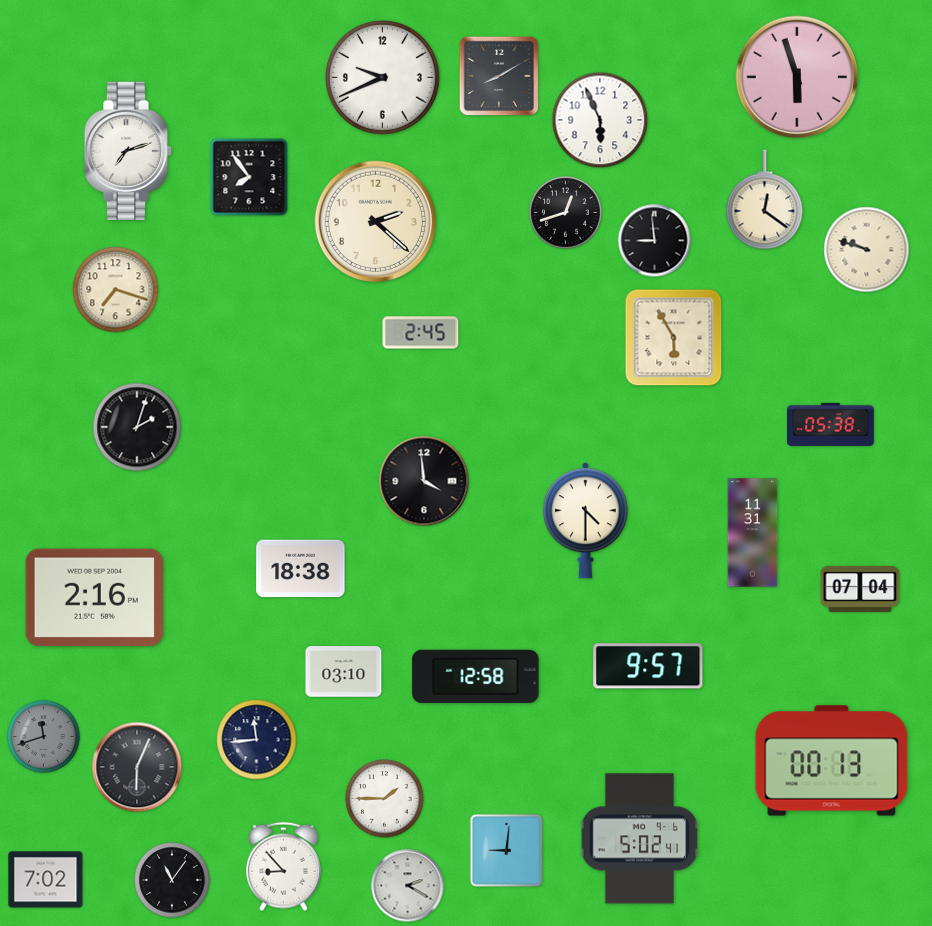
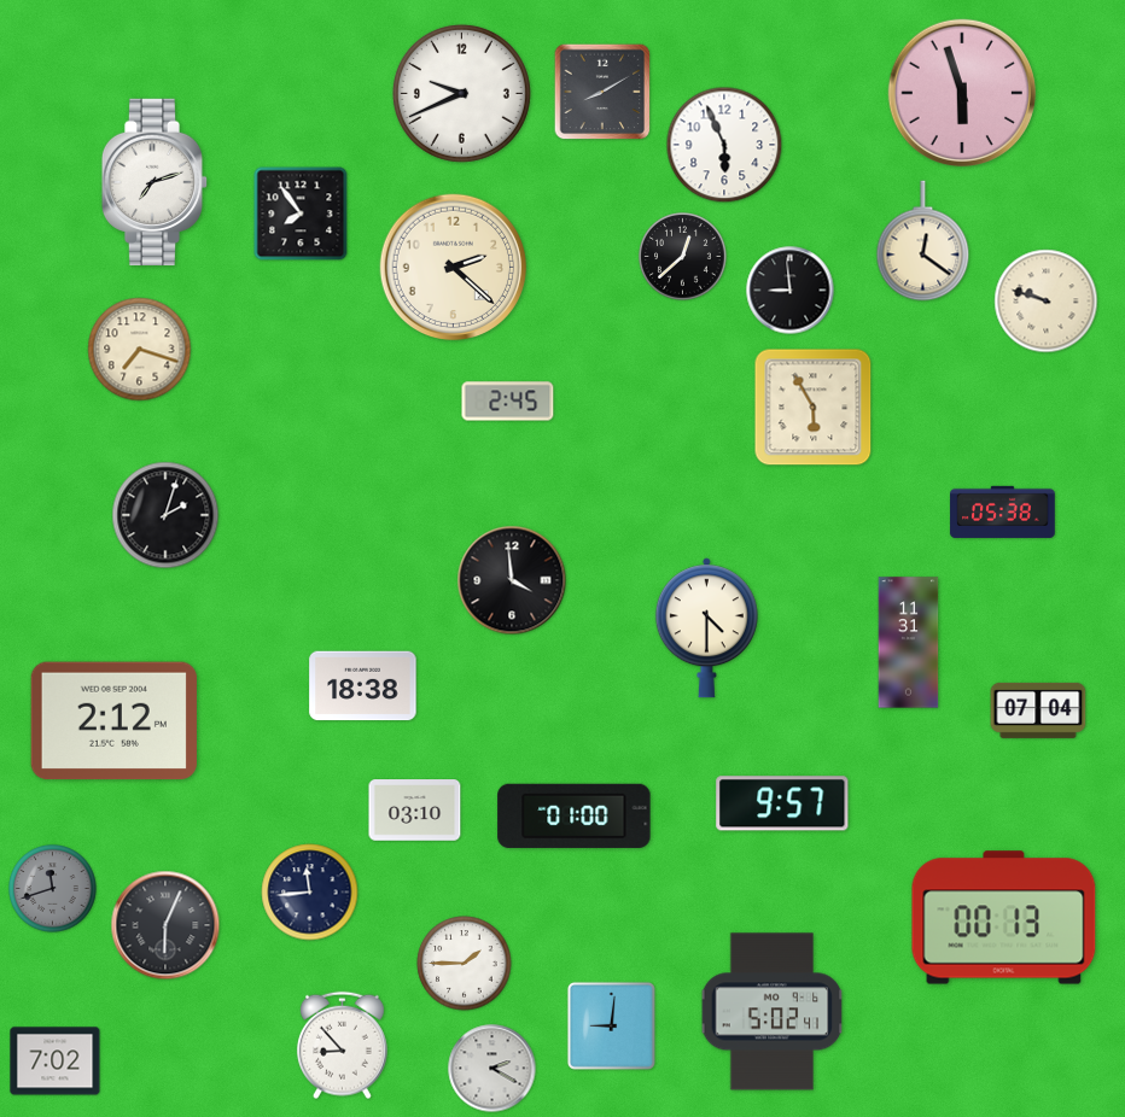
clock at (566, 213): 12:42 -> 12:38
clock at (94, 598): 2:16 -> 2:12
clock at (476, 676): 12:58 -> 01:00
clock at (172, 880): 11:06 -> none
